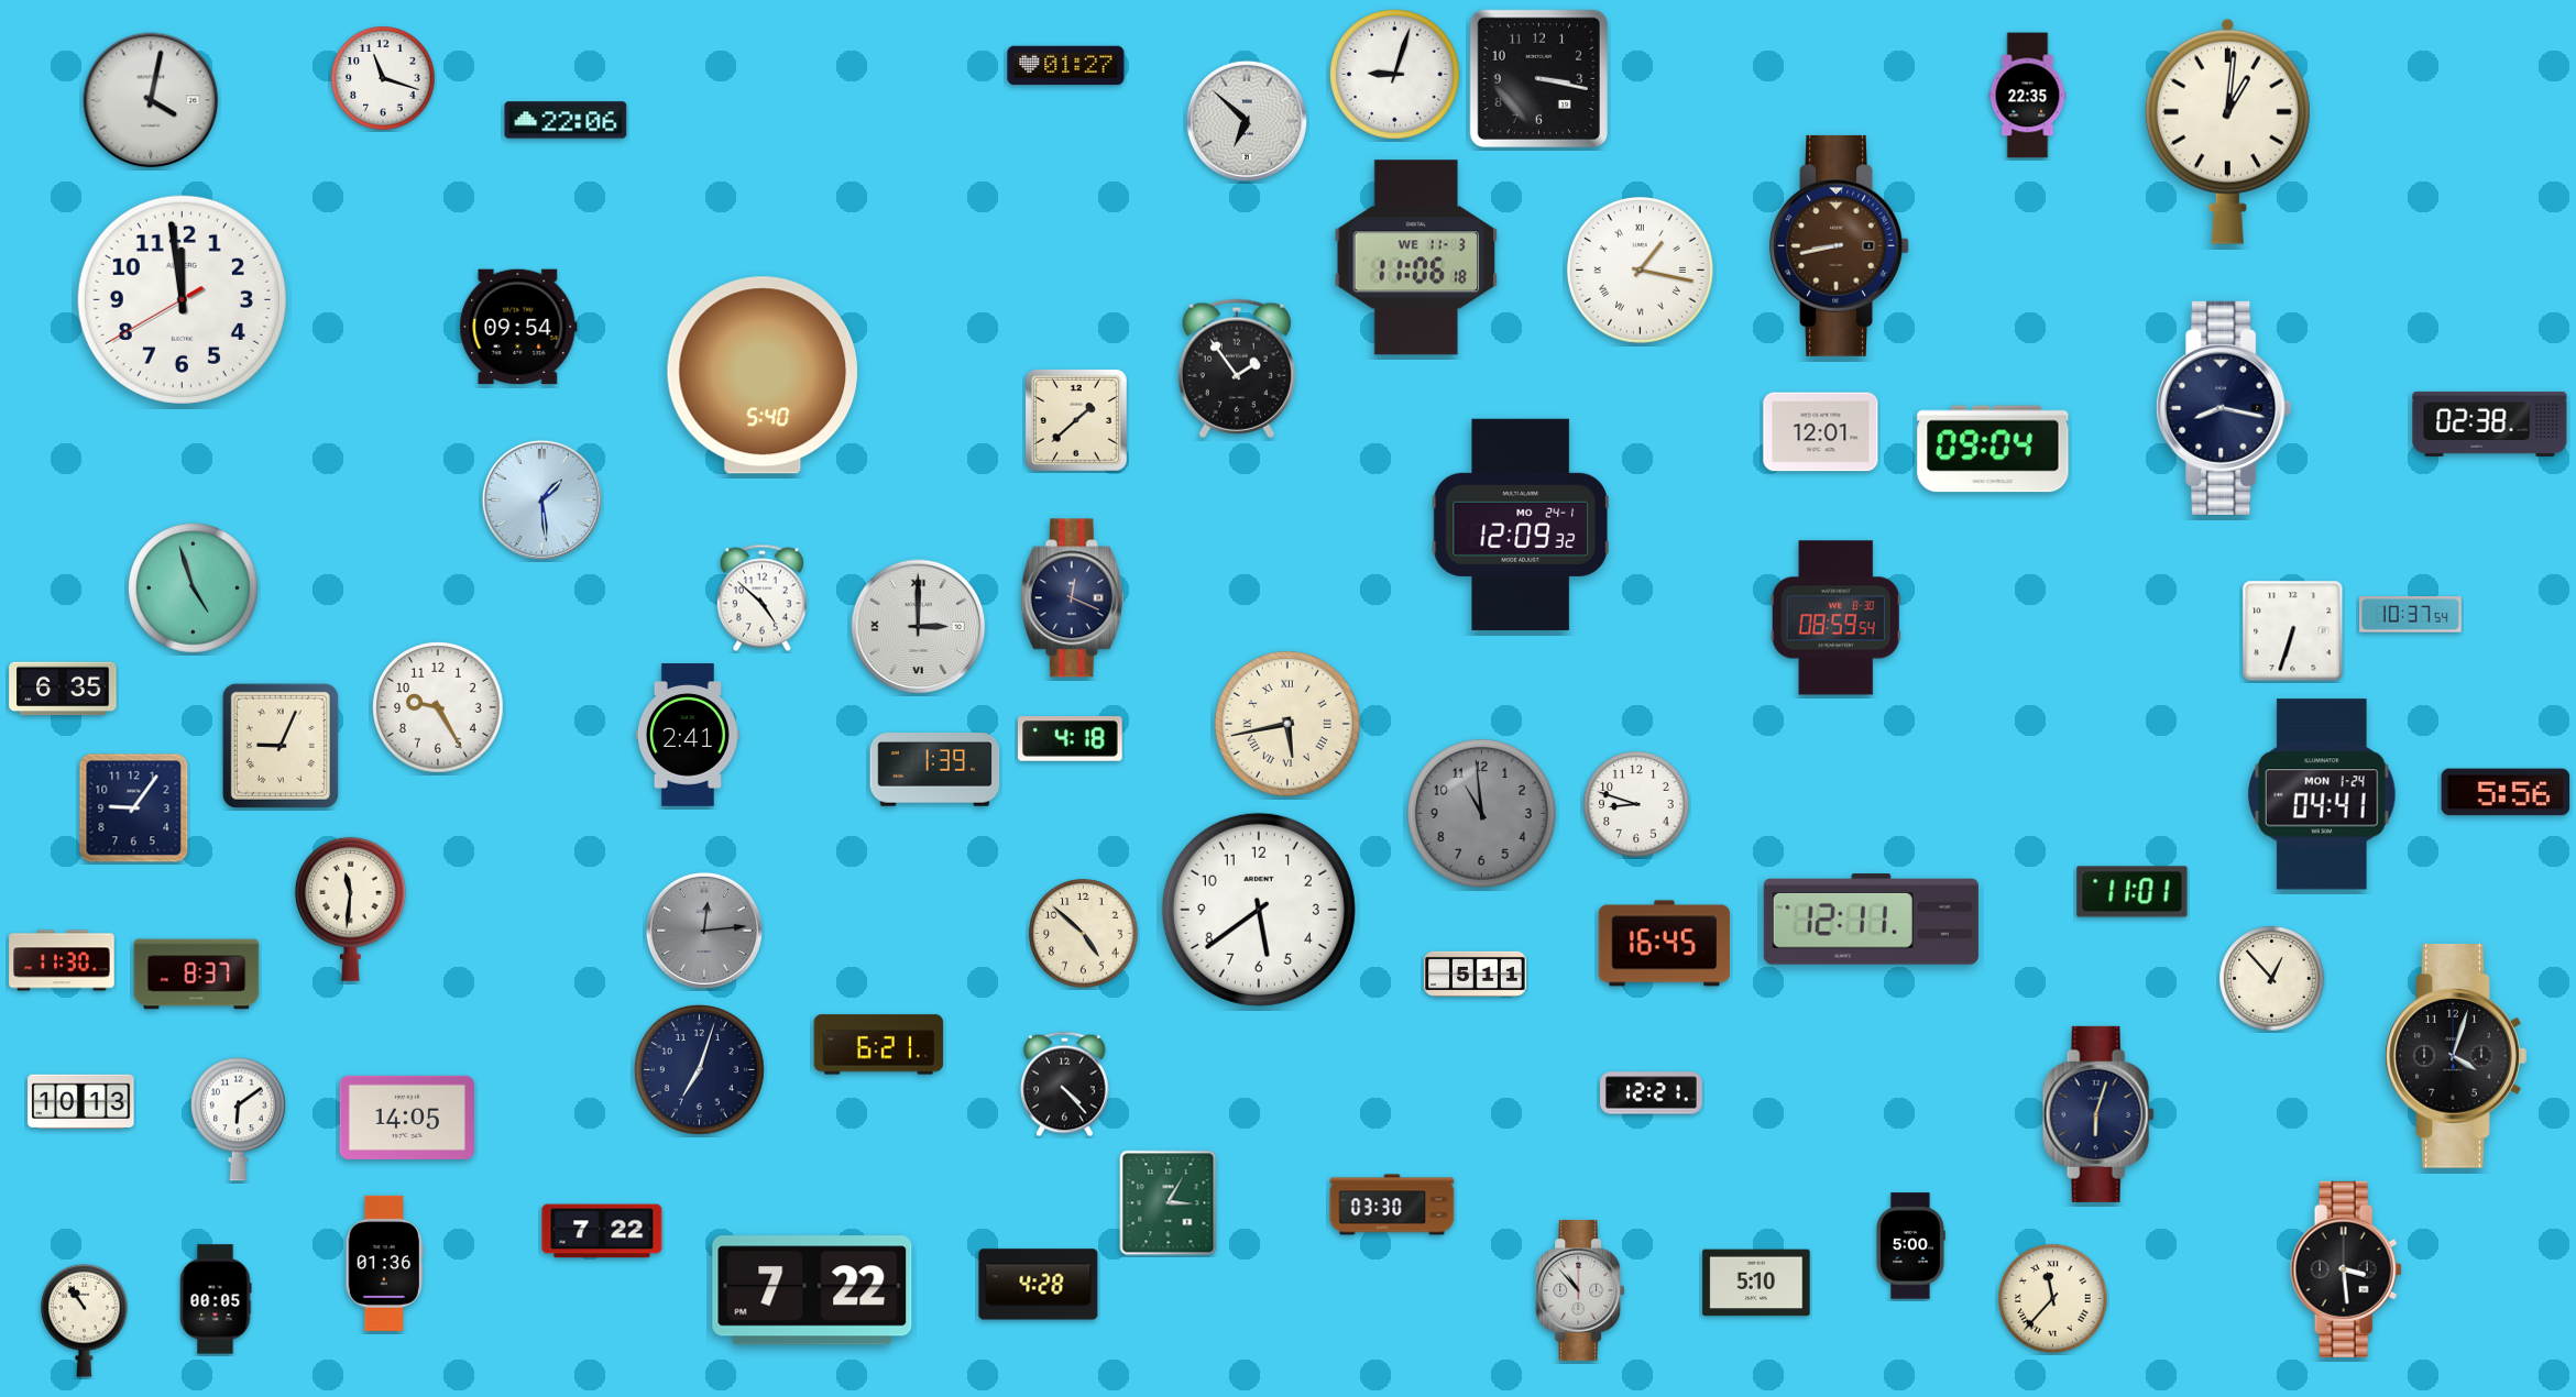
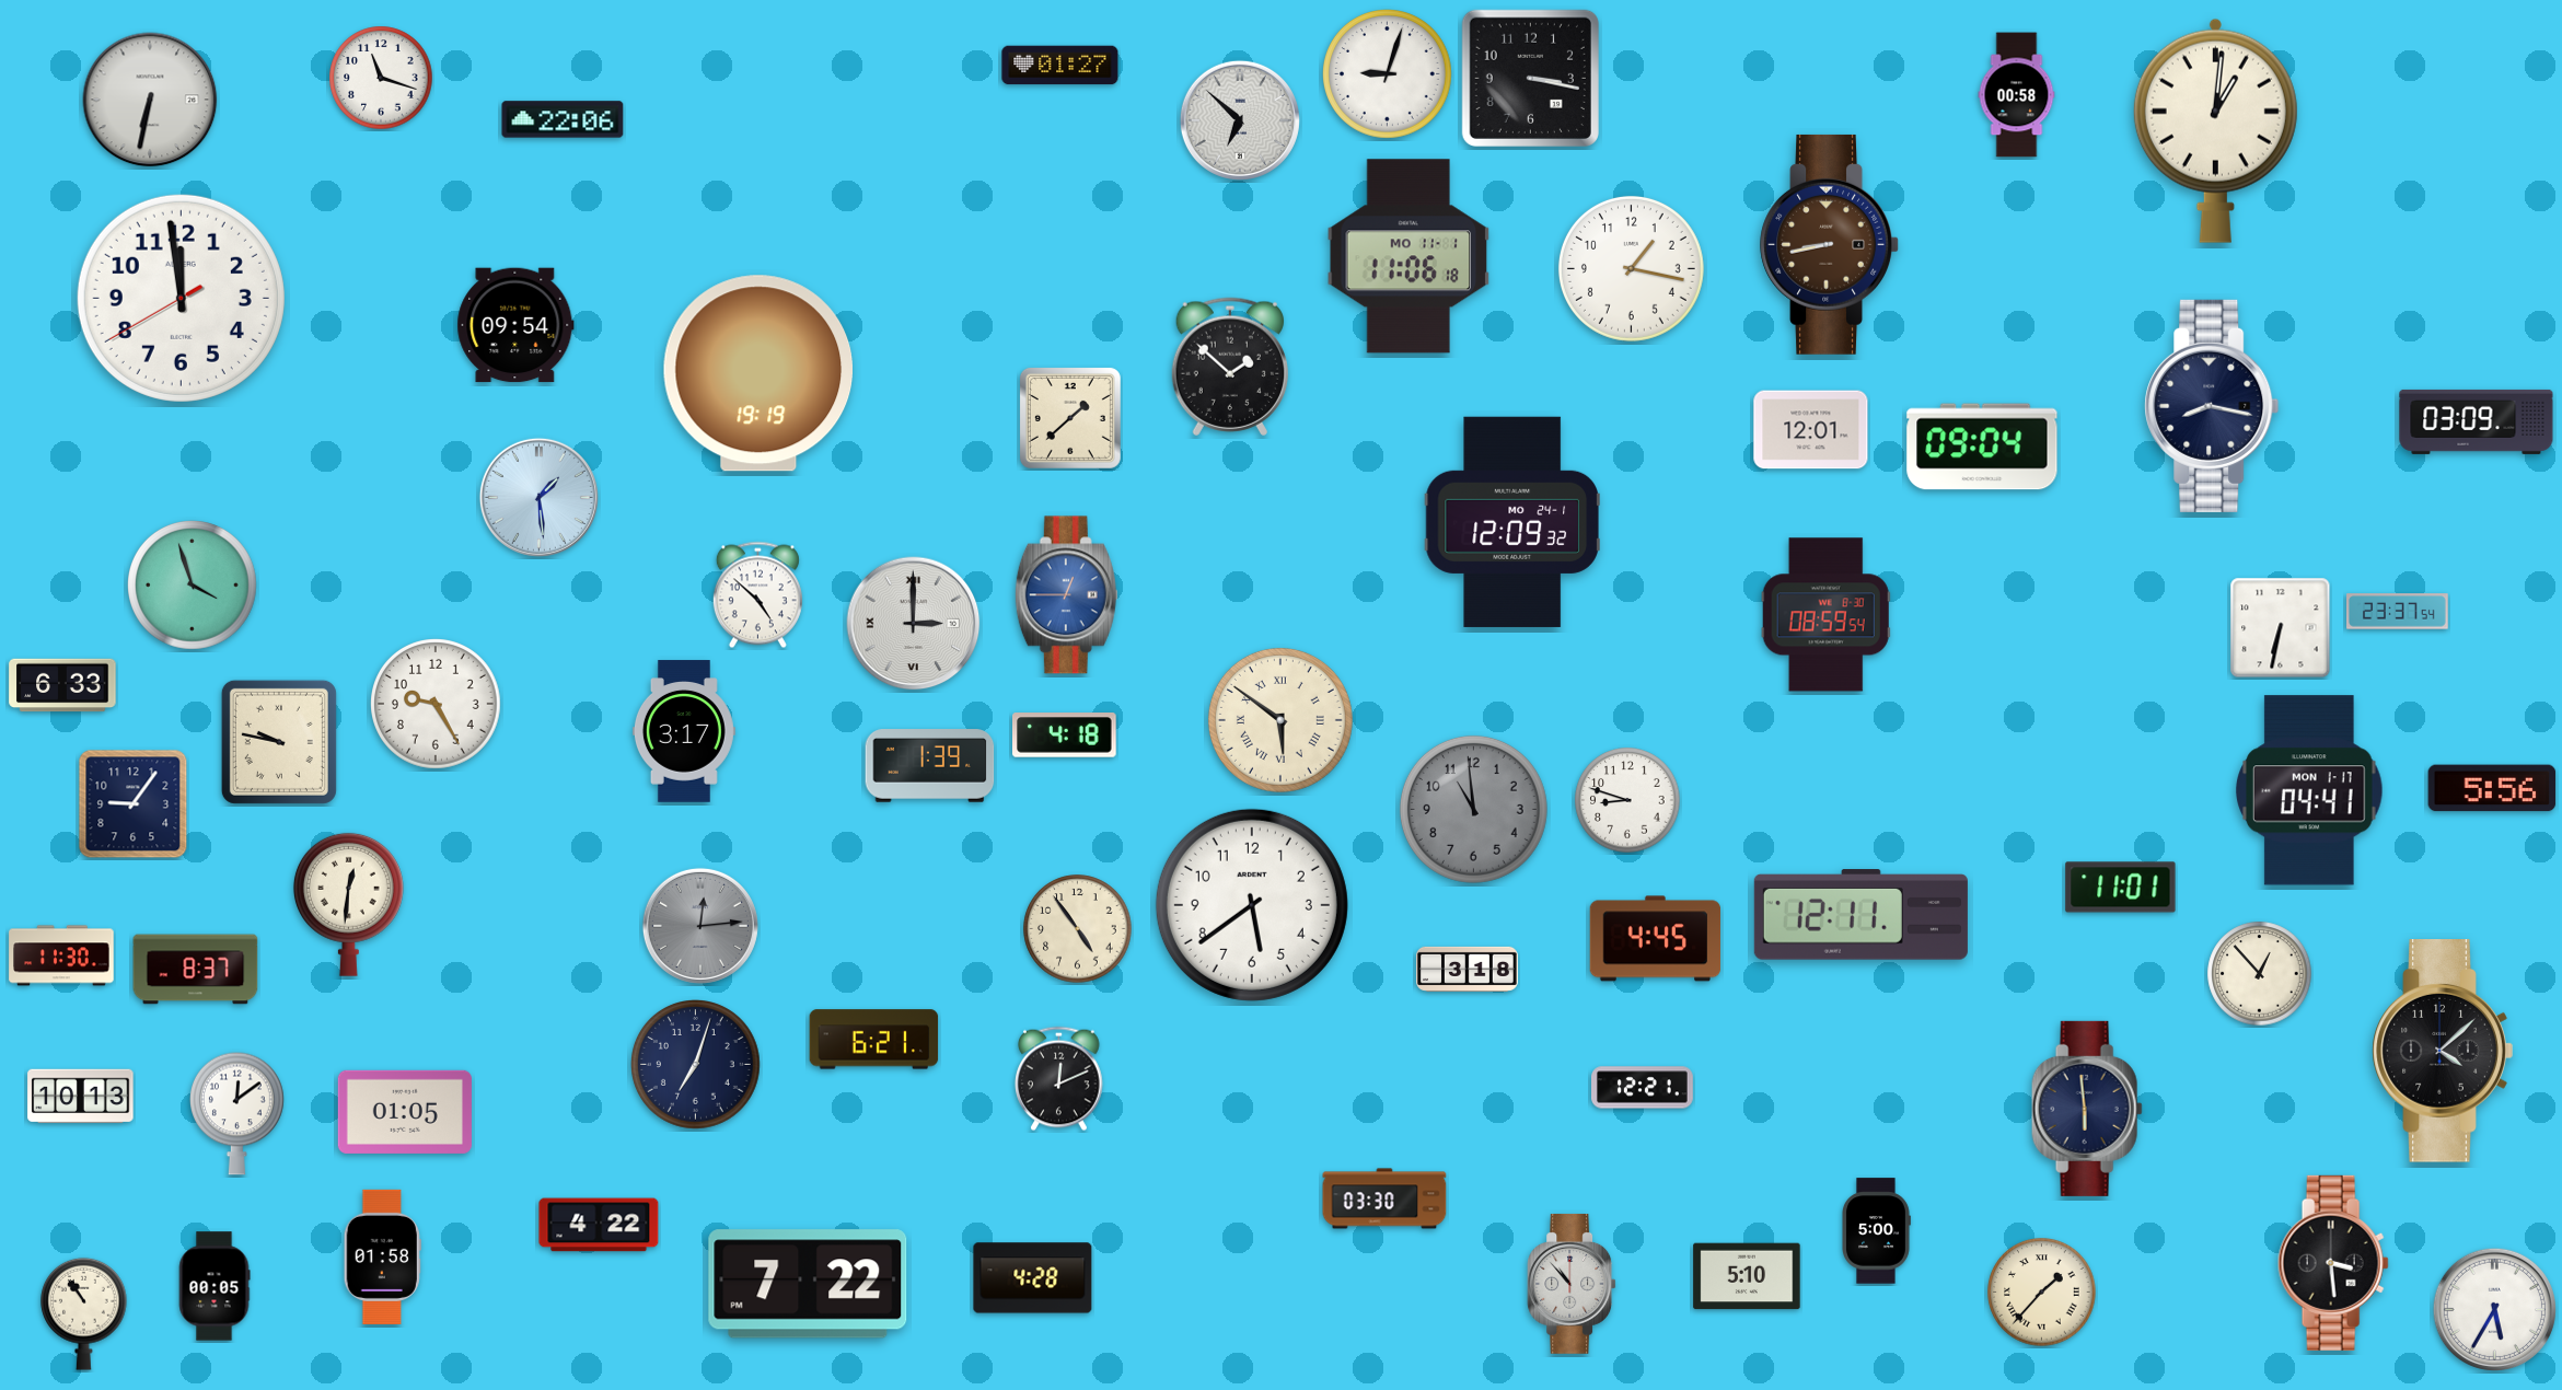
clock at (2028, 96): 22:35 -> 00:58
clock at (151, 100): 4:02 -> 6:32
clock at (1416, 257) date: WE 11-3 -> MO 11-1
clock at (1640, 269) numerals: Roman -> Arabic
clock at (1237, 369): 1:54 -> 1:52
clock at (761, 375): 5:40 -> 19:19
clock at (2490, 424): 02:38 -> 03:09
clock at (194, 588): 4:57 -> 3:57
clock at (1072, 598): 12:19 -> 12:45
clock at (1072, 598) dial: navy -> blue
clock at (2411, 615): 10:37 -> 23:37
clock at (2293, 631): 6:33 -> 6:32
clock at (63, 689): 6:35 -> 6:33
clock at (1287, 724): 5:43 -> 5:51
clock at (688, 735): 2:41 -> 3:17
clock at (281, 746): 9:04 -> 9:47
clock at (2323, 794) date: MON 1-24 -> MON 1-17
clock at (350, 909): 11:31 -> 12:31
clock at (1084, 934): 4:52 -> 4:54
clock at (1665, 944): 16:45 -> 4:45
clock at (1476, 974): 5:11 -> 3:18
clock at (2456, 1057): 4:03 -> 4:08
clock at (1065, 1085): 4:23 -> 12:11
clock at (2098, 1114): 6:03 -> 5:59
clock at (407, 1118): 14:05 -> 01:05
clock at (239, 1119): 6:09 -> 12:09
clock at (1169, 1203): 3:05 -> none
clock at (602, 1231): 7:22 -> 4:22
clock at (1911, 1246) position: (1911, 1246) -> (1877, 1231)
clock at (384, 1263): 01:36 -> 01:58
clock at (216, 1299) position: (216, 1299) -> (215, 1286)
clock at (2053, 1299): 11:37 -> 1:37
clock at (2494, 1309): none -> 5:35
